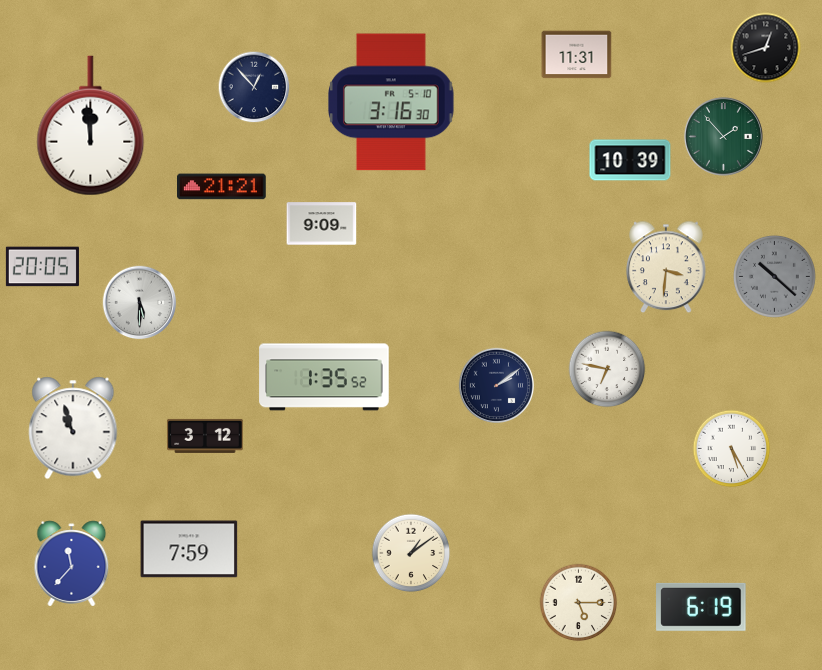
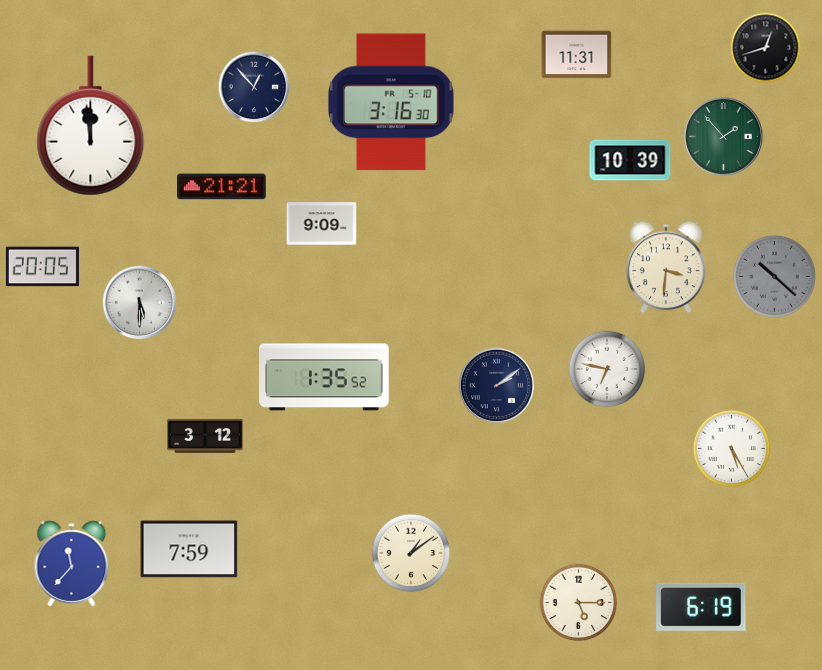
clock at (73, 428): 10:57 -> none
